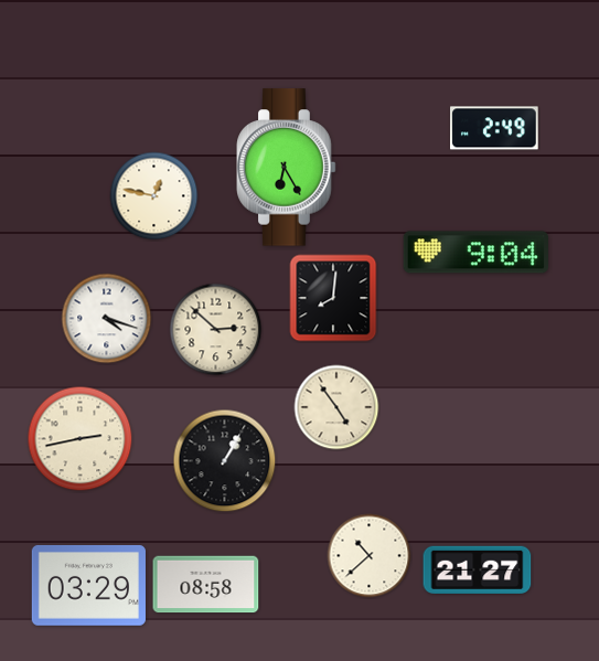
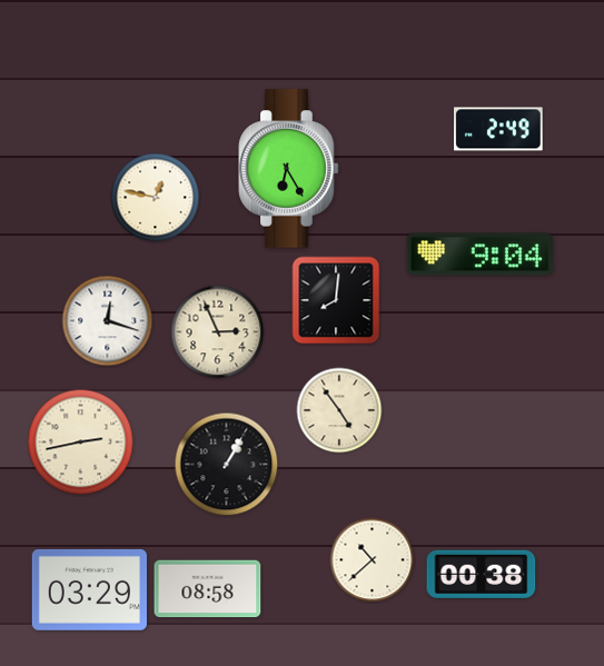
clock at (107, 319): 4:18 -> 12:18
clock at (216, 330): 2:52 -> 2:56
clock at (478, 569): 21:27 -> 00:38
